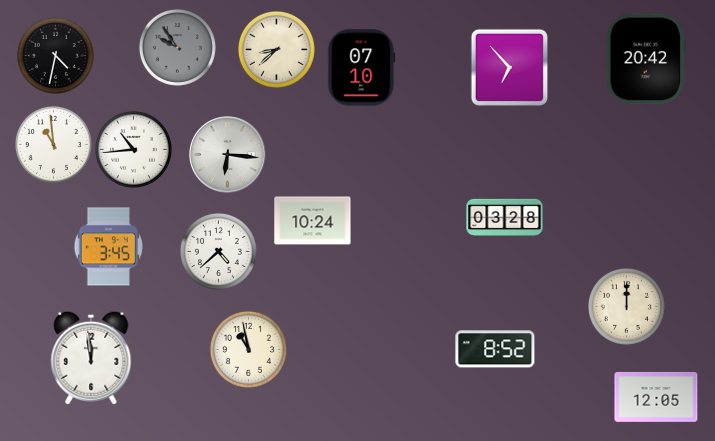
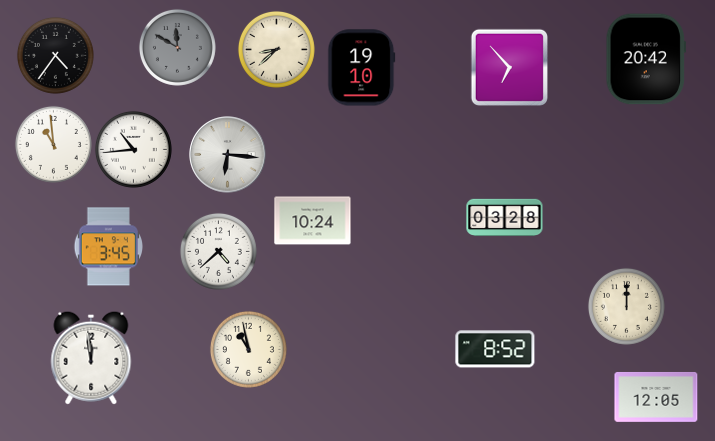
clock at (177, 47): 9:54 -> 11:50
clock at (55, 55): 4:32 -> 4:36
clock at (362, 68): 07:10 -> 19:10
